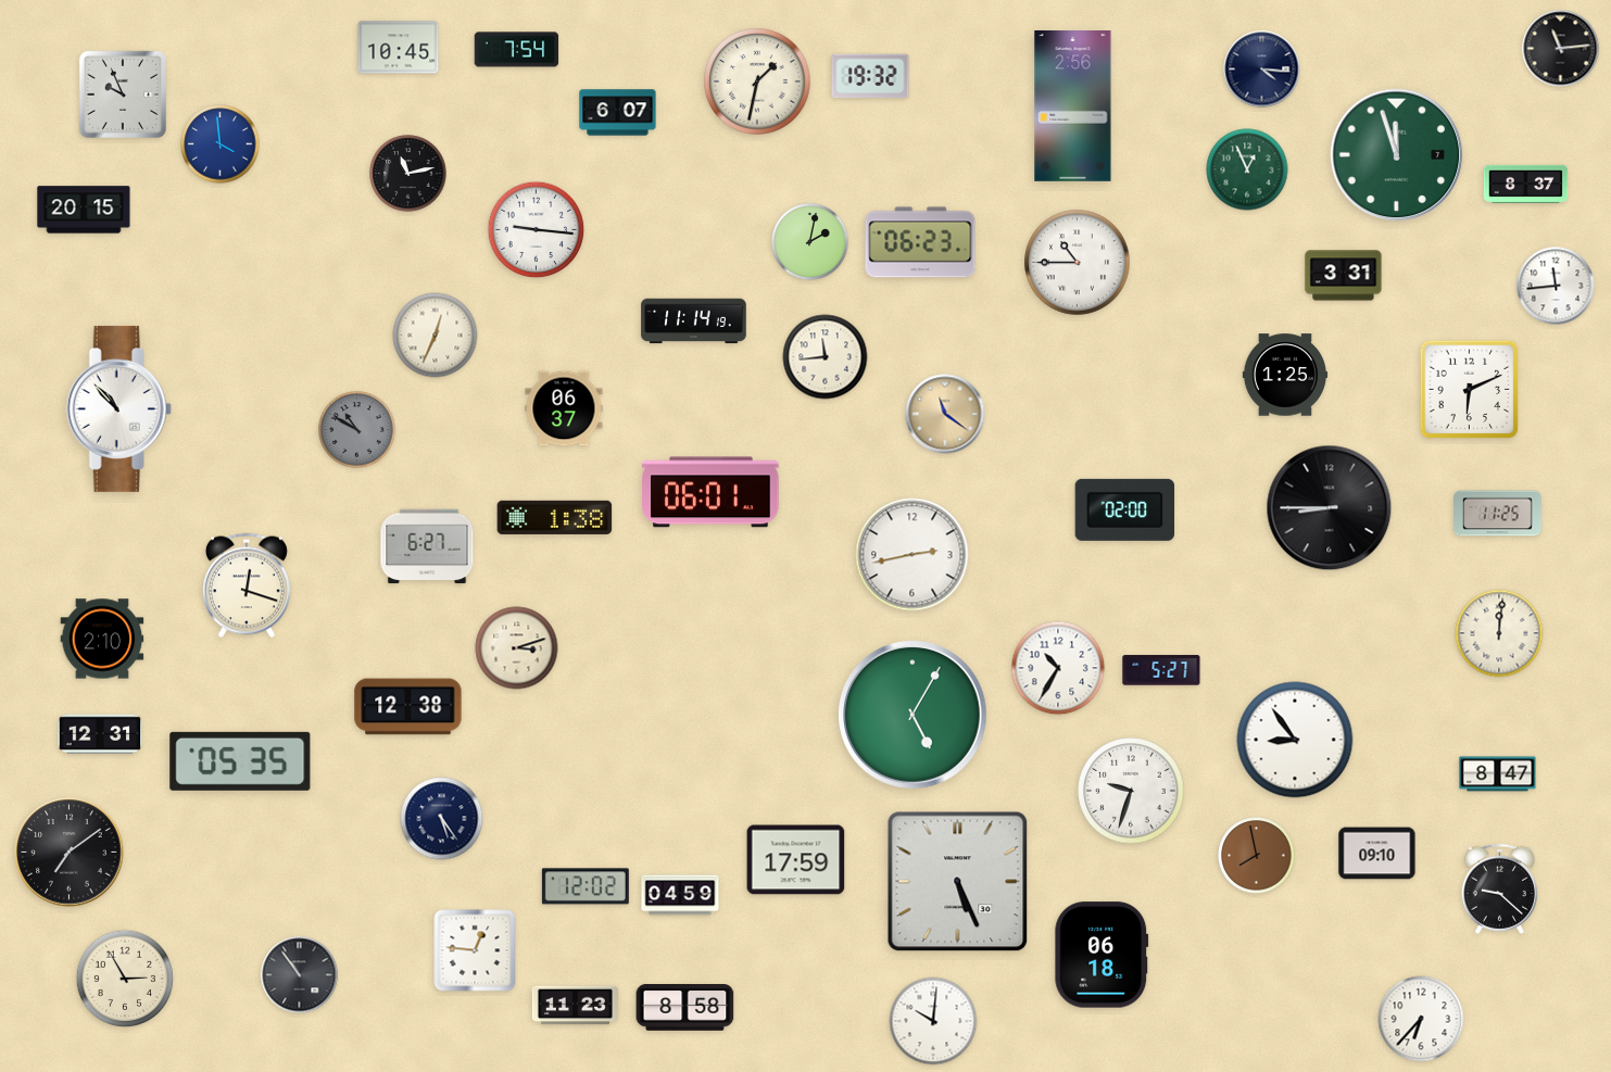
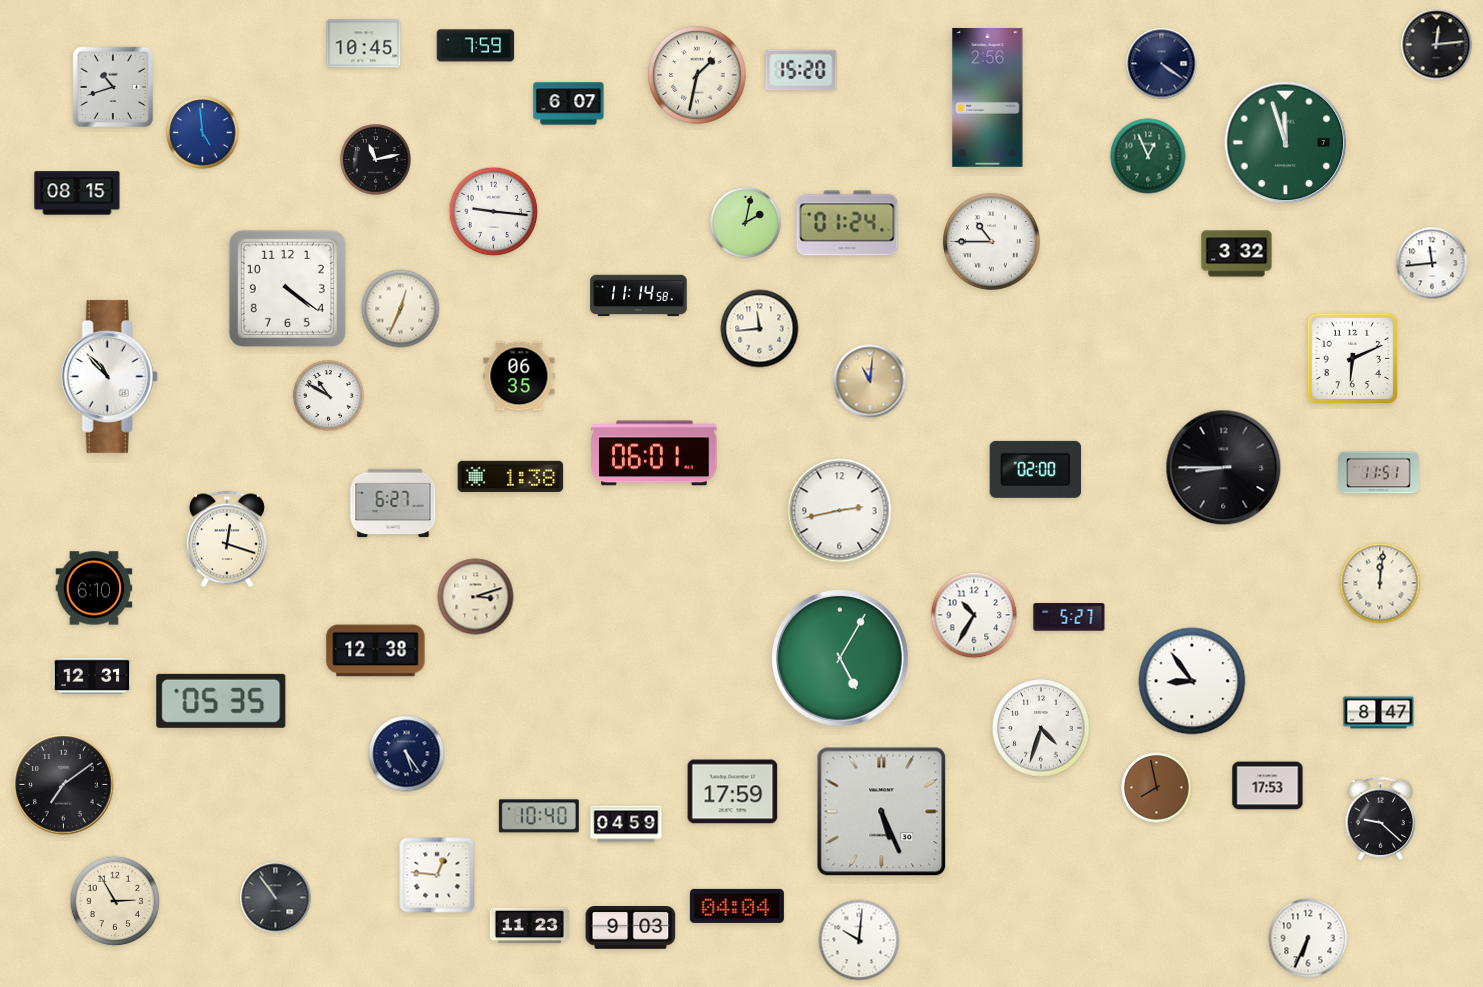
clock at (399, 48) position: (399, 48) -> (364, 44)
clock at (1561, 49): 11:14 -> 12:14
clock at (517, 50): 7:54 -> 7:59
clock at (1262, 70): 4:16 -> 4:21
clock at (870, 76): 19:32 -> 15:20
clock at (122, 93): 9:56 -> 10:42
clock at (221, 144): 3:59 -> 4:59
clock at (1526, 184): 8:37 -> none
clock at (84, 210): 20:15 -> 08:15
clock at (920, 242): 06:23 -> 01:24
clock at (1344, 276): 3:31 -> 3:32
clock at (287, 288): none -> 4:21
clock at (694, 321): 11:14:19 -> 11:14:58
clock at (1284, 375): 1:25 -> none
clock at (564, 408): 06:37 -> 06:35
clock at (945, 414): 11:21 -> 11:01
clock at (357, 430) dial: grey -> white
clock at (1498, 514): 11:25 -> 11:51
clock at (102, 639): 2:10 -> 6:10
clock at (1131, 791): 9:33 -> 4:33
clock at (1377, 854): 09:10 -> 17:53
clock at (586, 886): 12:02 -> 10:40
clock at (1102, 955): 06:18 -> none
clock at (737, 906): none -> 04:04
clock at (685, 1008): 8:58 -> 9:03
clock at (1421, 1019): 6:37 -> 6:34
